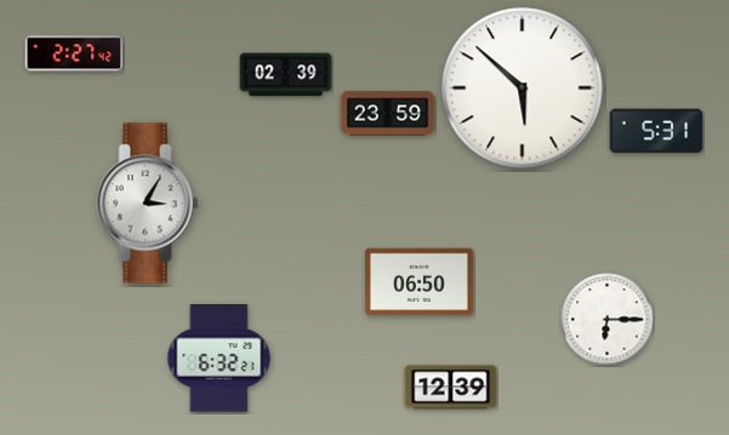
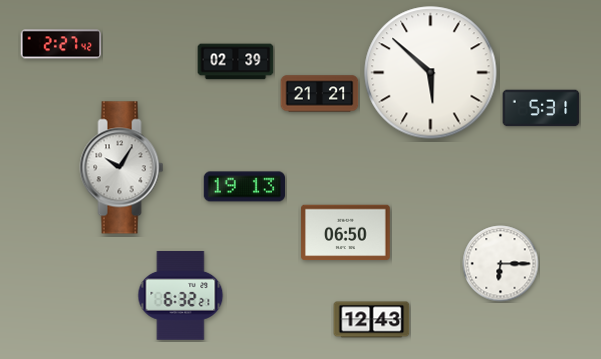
clock at (388, 114): 23:59 -> 21:21
clock at (148, 204): 3:05 -> 10:05
clock at (244, 187): none -> 19:13
clock at (451, 388): 12:39 -> 12:43
